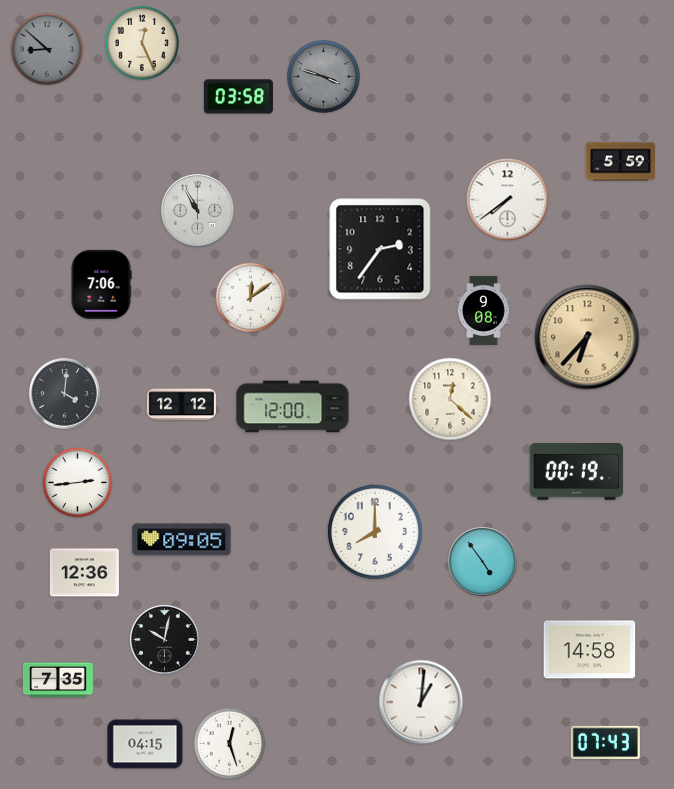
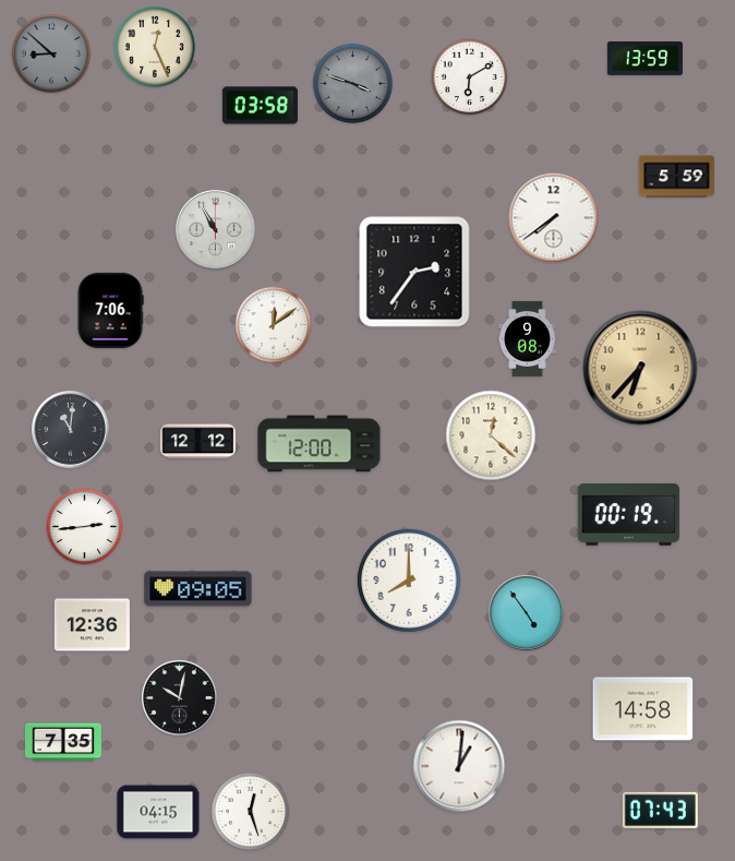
clock at (644, 59): none -> 13:59
clock at (470, 77): none -> 6:10
clock at (65, 394): 4:01 -> 11:01
